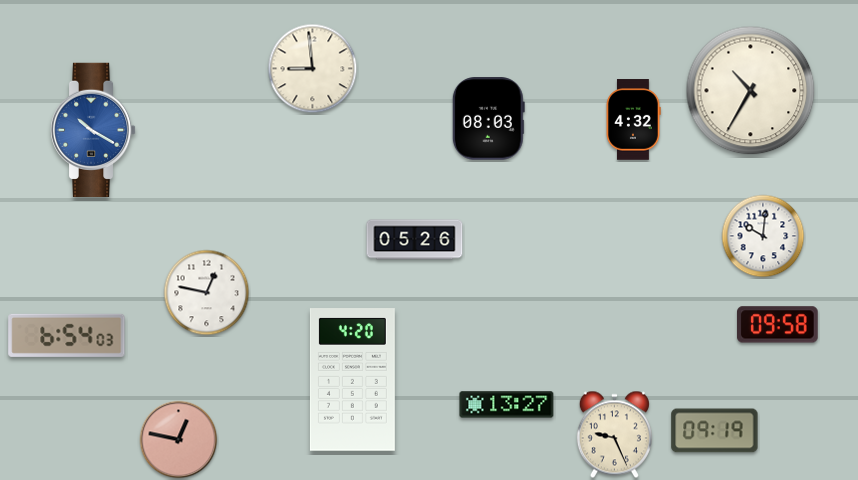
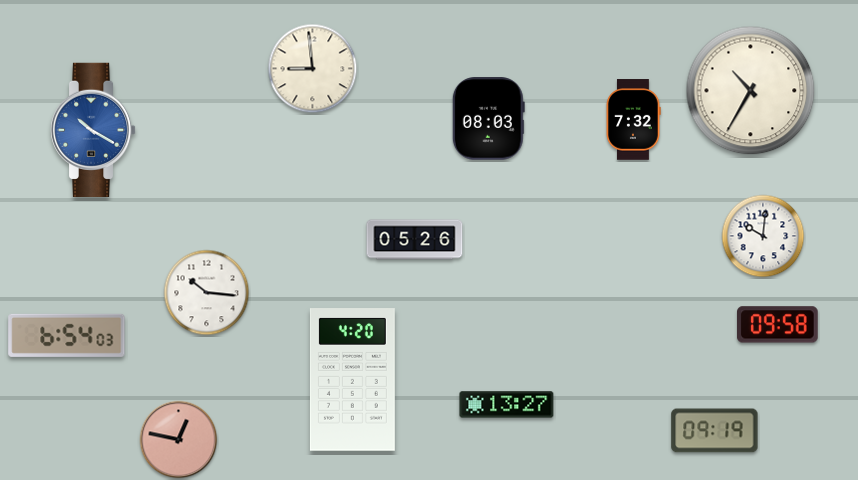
clock at (633, 120): 4:32 -> 7:32
clock at (207, 293): 12:47 -> 10:16
clock at (614, 435): 9:26 -> none
